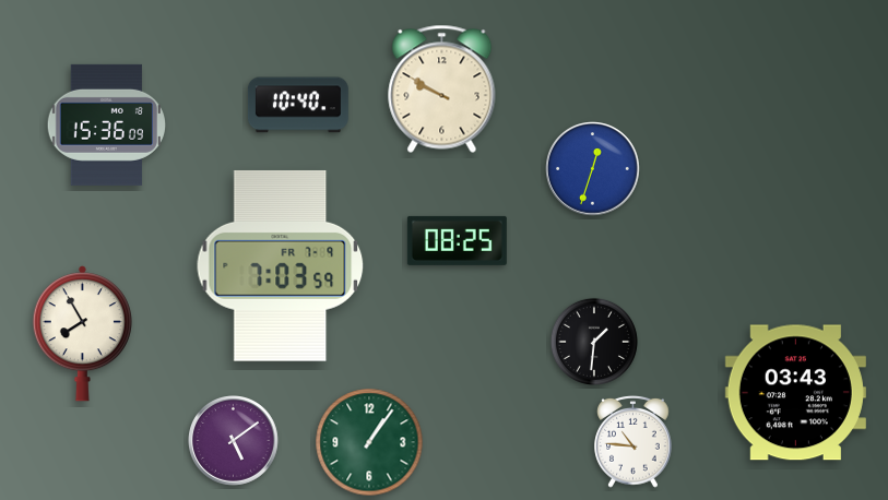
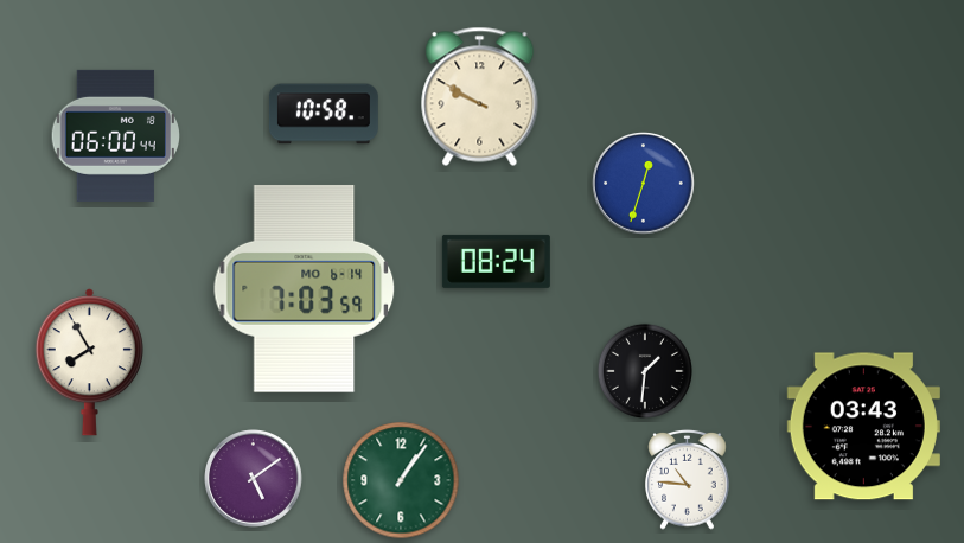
clock at (298, 105): 10:40 -> 10:58
clock at (106, 124): 15:36 -> 06:00
clock at (457, 240): 08:25 -> 08:24
clock at (281, 265) date: FR 7-9 -> MO 6-14
